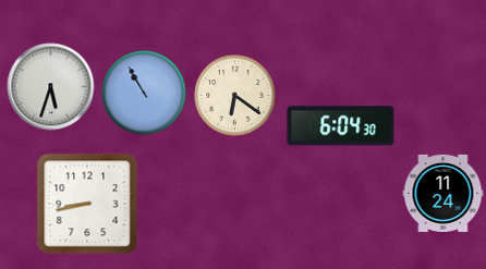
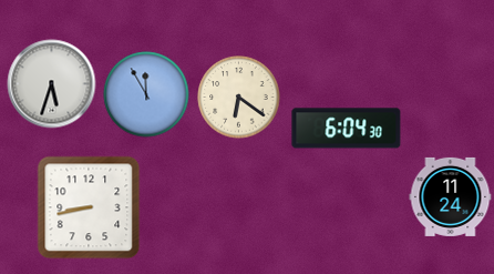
clock at (51, 87) position: (51, 87) -> (52, 84)
clock at (144, 93): 10:55 -> 11:55
